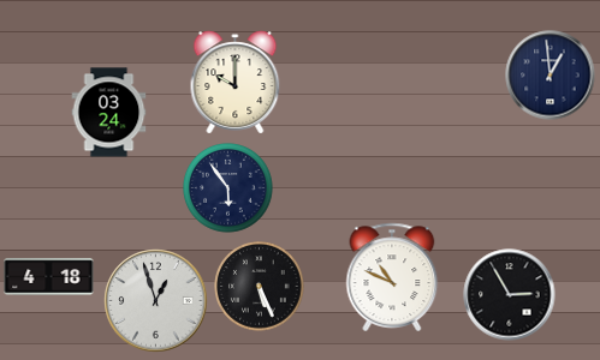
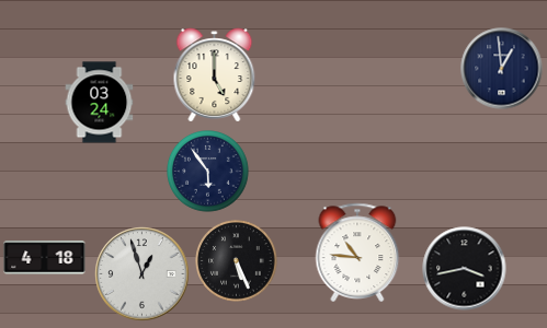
clock at (236, 83): 10:00 -> 5:00
clock at (49, 277) position: (49, 277) -> (45, 258)
clock at (392, 277): 10:49 -> 10:46
clock at (510, 295): 2:55 -> 3:43
